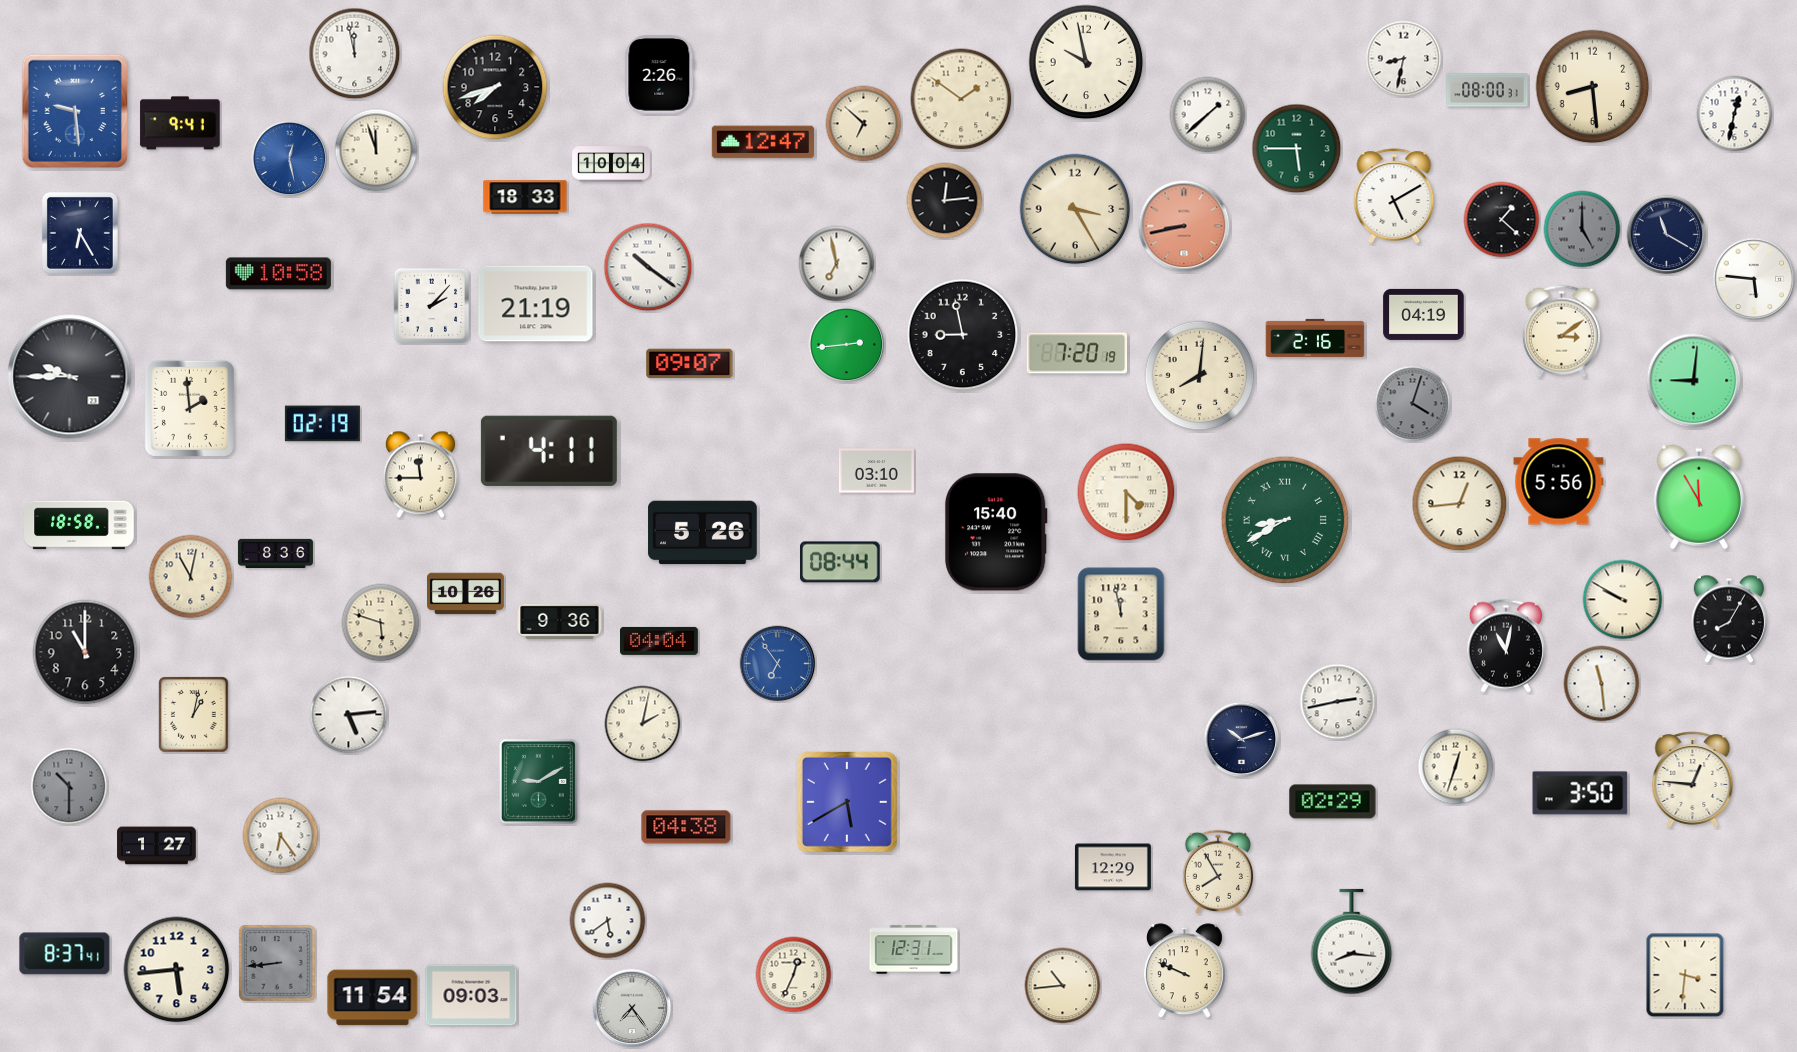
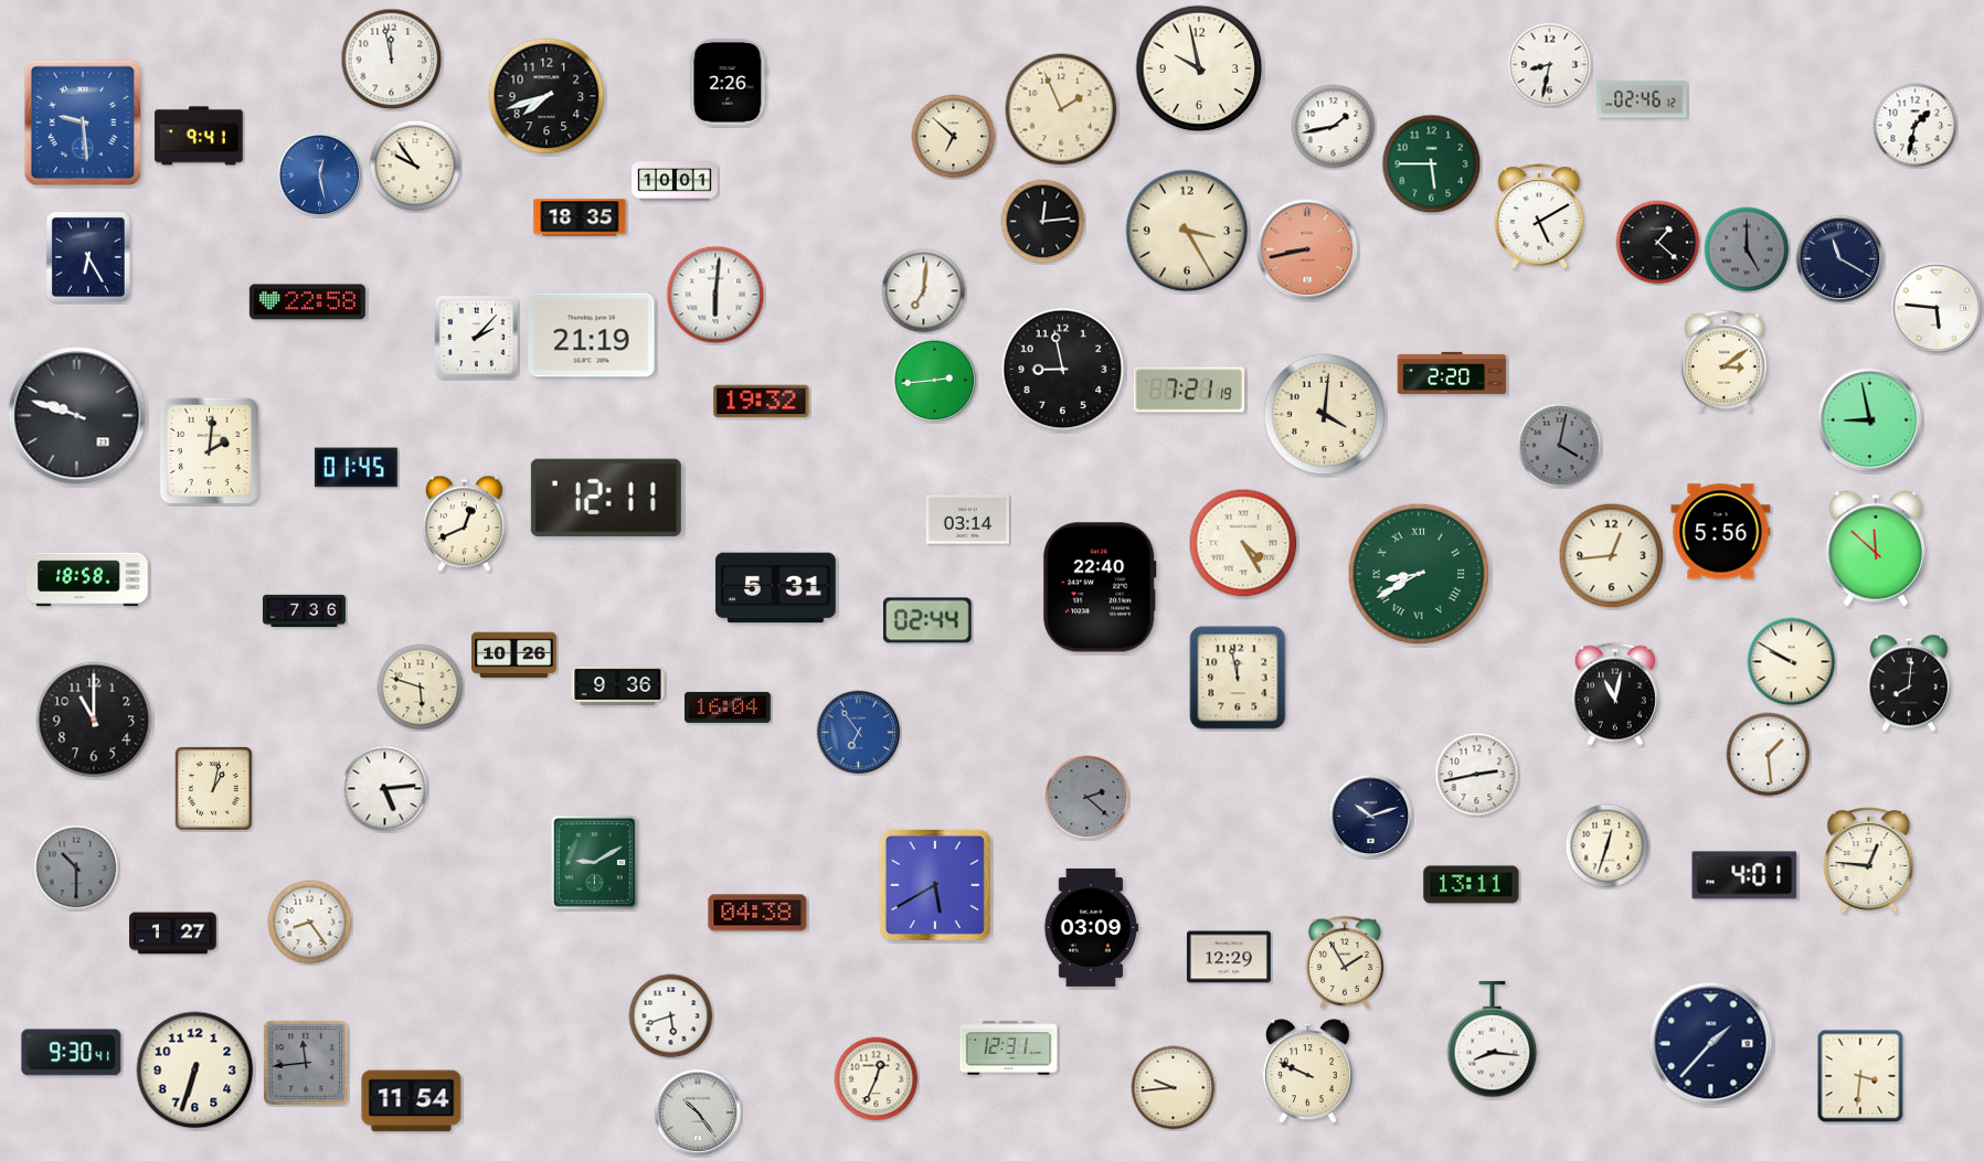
clock at (1593, 87): 8:29 -> none
clock at (1487, 90): 08:00 -> 02:46
clock at (961, 99): 1:51 -> 1:56
clock at (1735, 114): 12:32 -> 1:32
clock at (1208, 115): 1:38 -> 1:43
clock at (763, 142): 12:47 -> none
clock at (376, 150): 11:57 -> 9:54
clock at (611, 164): 10:04 -> 10:01
clock at (525, 197): 18:33 -> 18:35
clock at (1582, 229) position: (1582, 229) -> (1747, 249)
clock at (837, 264): 6:58 -> 7:01
clock at (648, 267): 10:21 -> 6:01
clock at (278, 274): 10:58 -> 22:58
clock at (1424, 314): 04:19 -> none
clock at (1561, 331) position: (1561, 331) -> (1723, 361)
clock at (1315, 338): 2:16 -> 2:20
clock at (1077, 353): 7:20 -> 7:21
clock at (690, 364): 09:07 -> 19:32
clock at (1200, 376): 8:01 -> 4:01
clock at (70, 377): 9:45 -> 9:48
clock at (1694, 381): 9:01 -> 8:58
clock at (1413, 404): 4:03 -> 4:02
clock at (189, 408): 1:59 -> 2:01
clock at (322, 424): 02:19 -> 01:45
clock at (549, 451): 4:11 -> 12:11
clock at (876, 471): 03:10 -> 03:14
clock at (420, 475): 11:45 -> 12:41
clock at (1126, 492): 4:30 -> 4:25
clock at (1699, 497): 11:55 -> 11:52
clock at (996, 532): 15:40 -> 22:40
clock at (703, 533): 5:26 -> 5:31
clock at (275, 553): 8:36 -> 7:36
clock at (840, 562): 08:44 -> 02:44
clock at (191, 577): 11:02 -> none
clock at (1729, 619): 8:05 -> 8:01
clock at (660, 641): 04:04 -> 16:04
clock at (1506, 646) position: (1506, 646) -> (1615, 694)
clock at (1602, 684): 11:29 -> 1:29
clock at (1088, 798): none -> 2:22
clock at (643, 724): 2:02 -> none
clock at (1580, 793): 3:50 -> 4:01
clock at (1333, 802): 02:29 -> 13:11
clock at (281, 836): 6:24 -> 8:24
clock at (1091, 927): none -> 03:09
clock at (1218, 872): 7:55 -> 1:55
clock at (608, 921): 5:39 -> 5:42
clock at (1711, 1044): none -> 1:37
clock at (65, 954): 8:37 -> 9:30
clock at (278, 964): 8:44 -> 11:44
clock at (177, 970): 5:44 -> 6:33
clock at (794, 975) position: (794, 975) -> (877, 1079)
clock at (1063, 986): 10:44 -> 9:44
clock at (471, 995): 09:03 -> none
clock at (632, 1008): 7:24 -> 10:24
